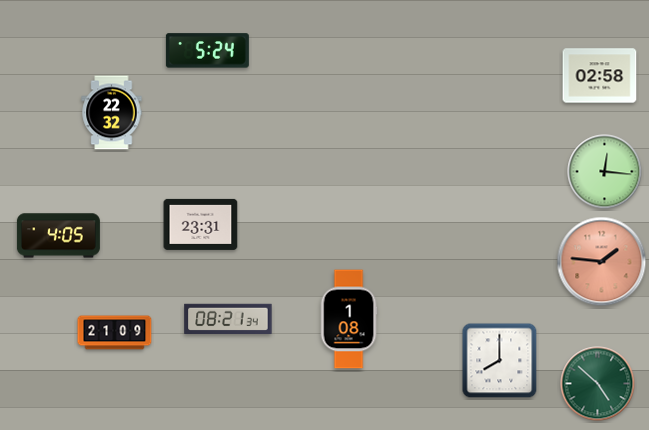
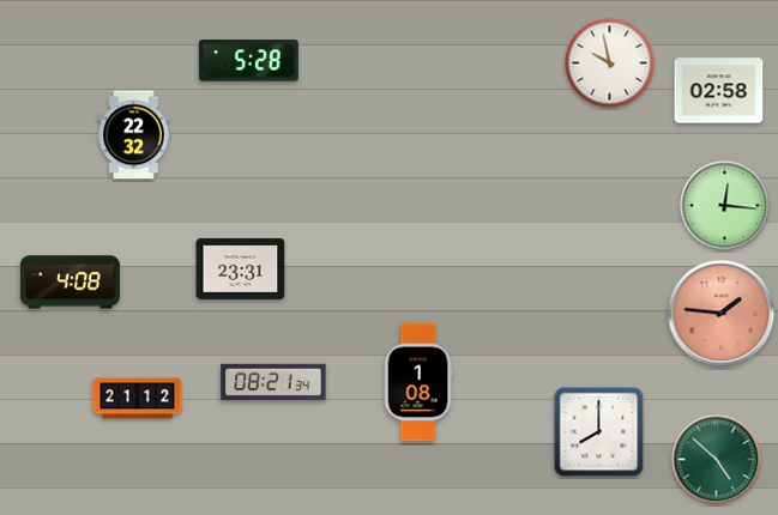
clock at (207, 51): 5:24 -> 5:28
clock at (610, 63): none -> 9:58
clock at (58, 236): 4:05 -> 4:08
clock at (115, 333): 21:09 -> 21:12
